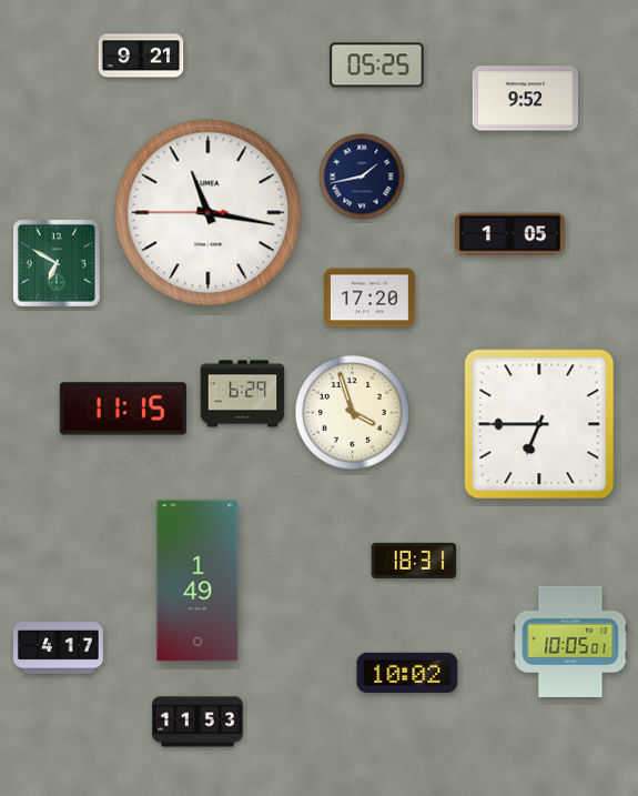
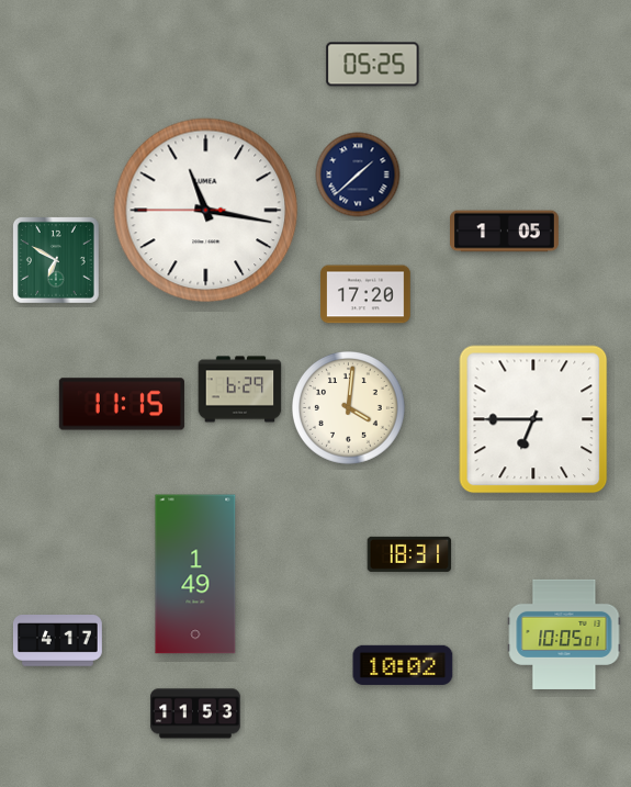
clock at (141, 56): 9:21 -> none
clock at (525, 99): 9:52 -> none
clock at (362, 177): 1:43 -> 1:38
clock at (353, 413): 3:57 -> 4:01
